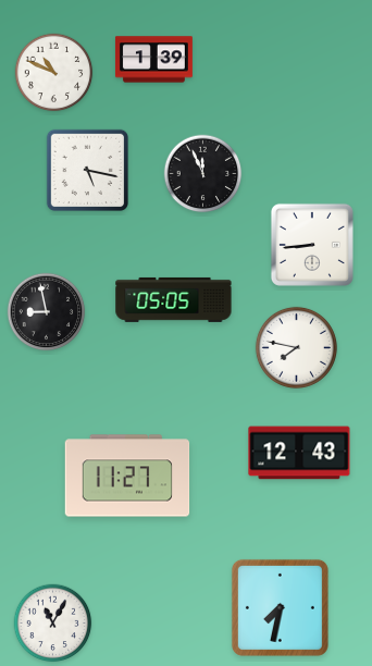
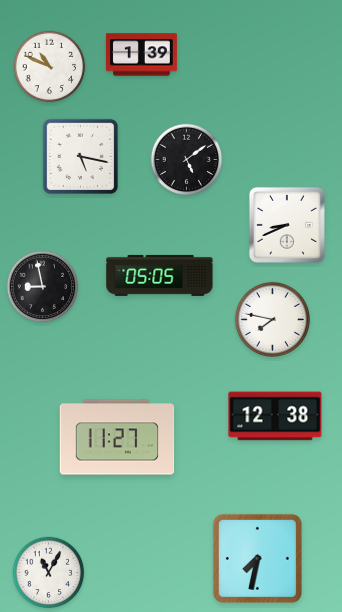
clock at (203, 174): 11:56 -> 5:09
clock at (312, 245): 8:44 -> 8:41
clock at (299, 453): 12:43 -> 12:38
